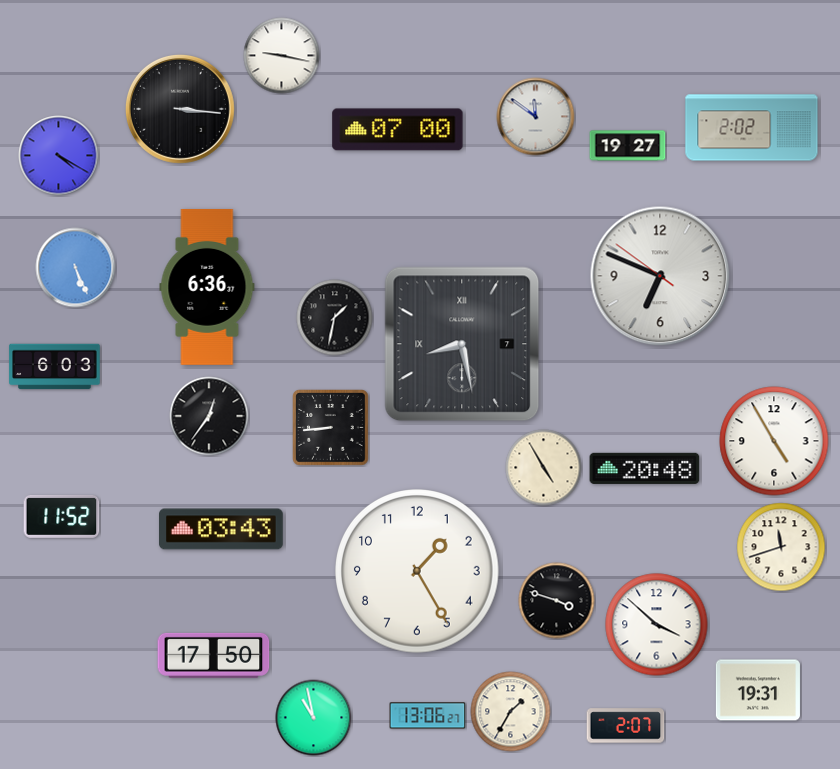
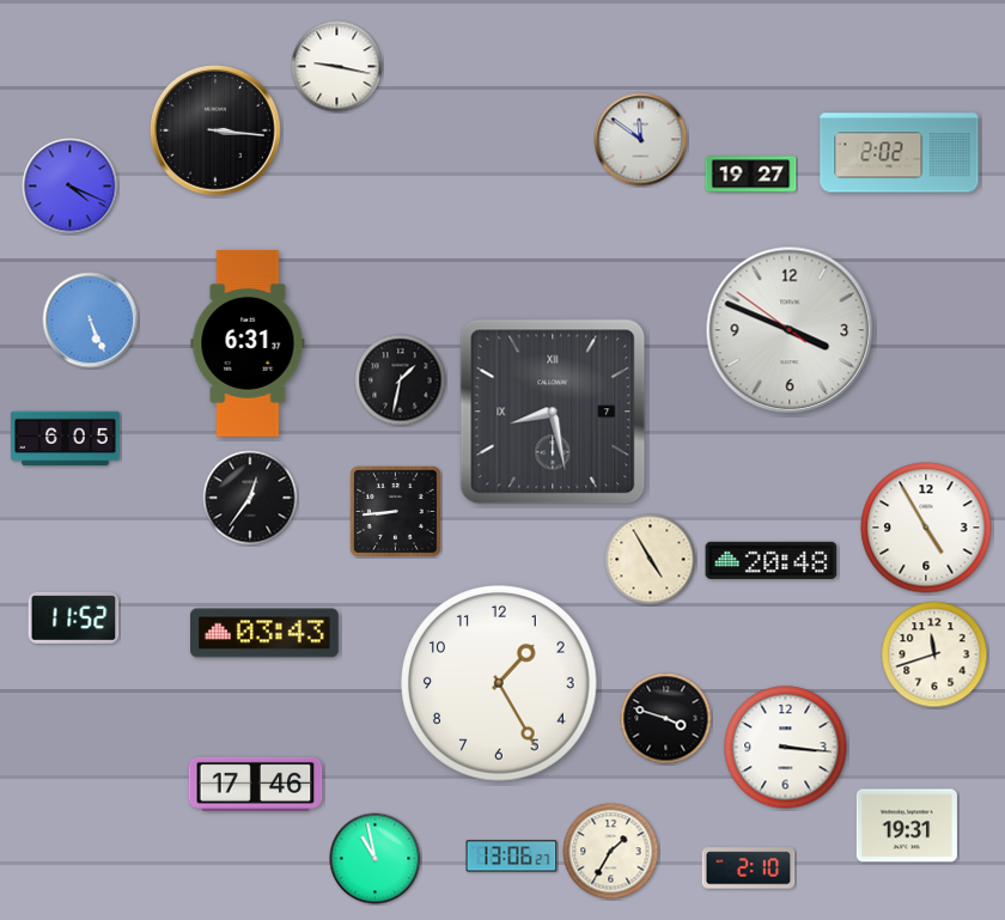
clock at (398, 130): 07:00 -> none
clock at (59, 156): 4:20 -> 4:19
clock at (660, 276): 6:48 -> 3:48
clock at (207, 287): 6:36 -> 6:31
clock at (55, 367): 6:03 -> 6:05
clock at (657, 625): 3:52 -> 3:16
clock at (214, 655): 17:50 -> 17:46
clock at (626, 726): 2:07 -> 2:10
